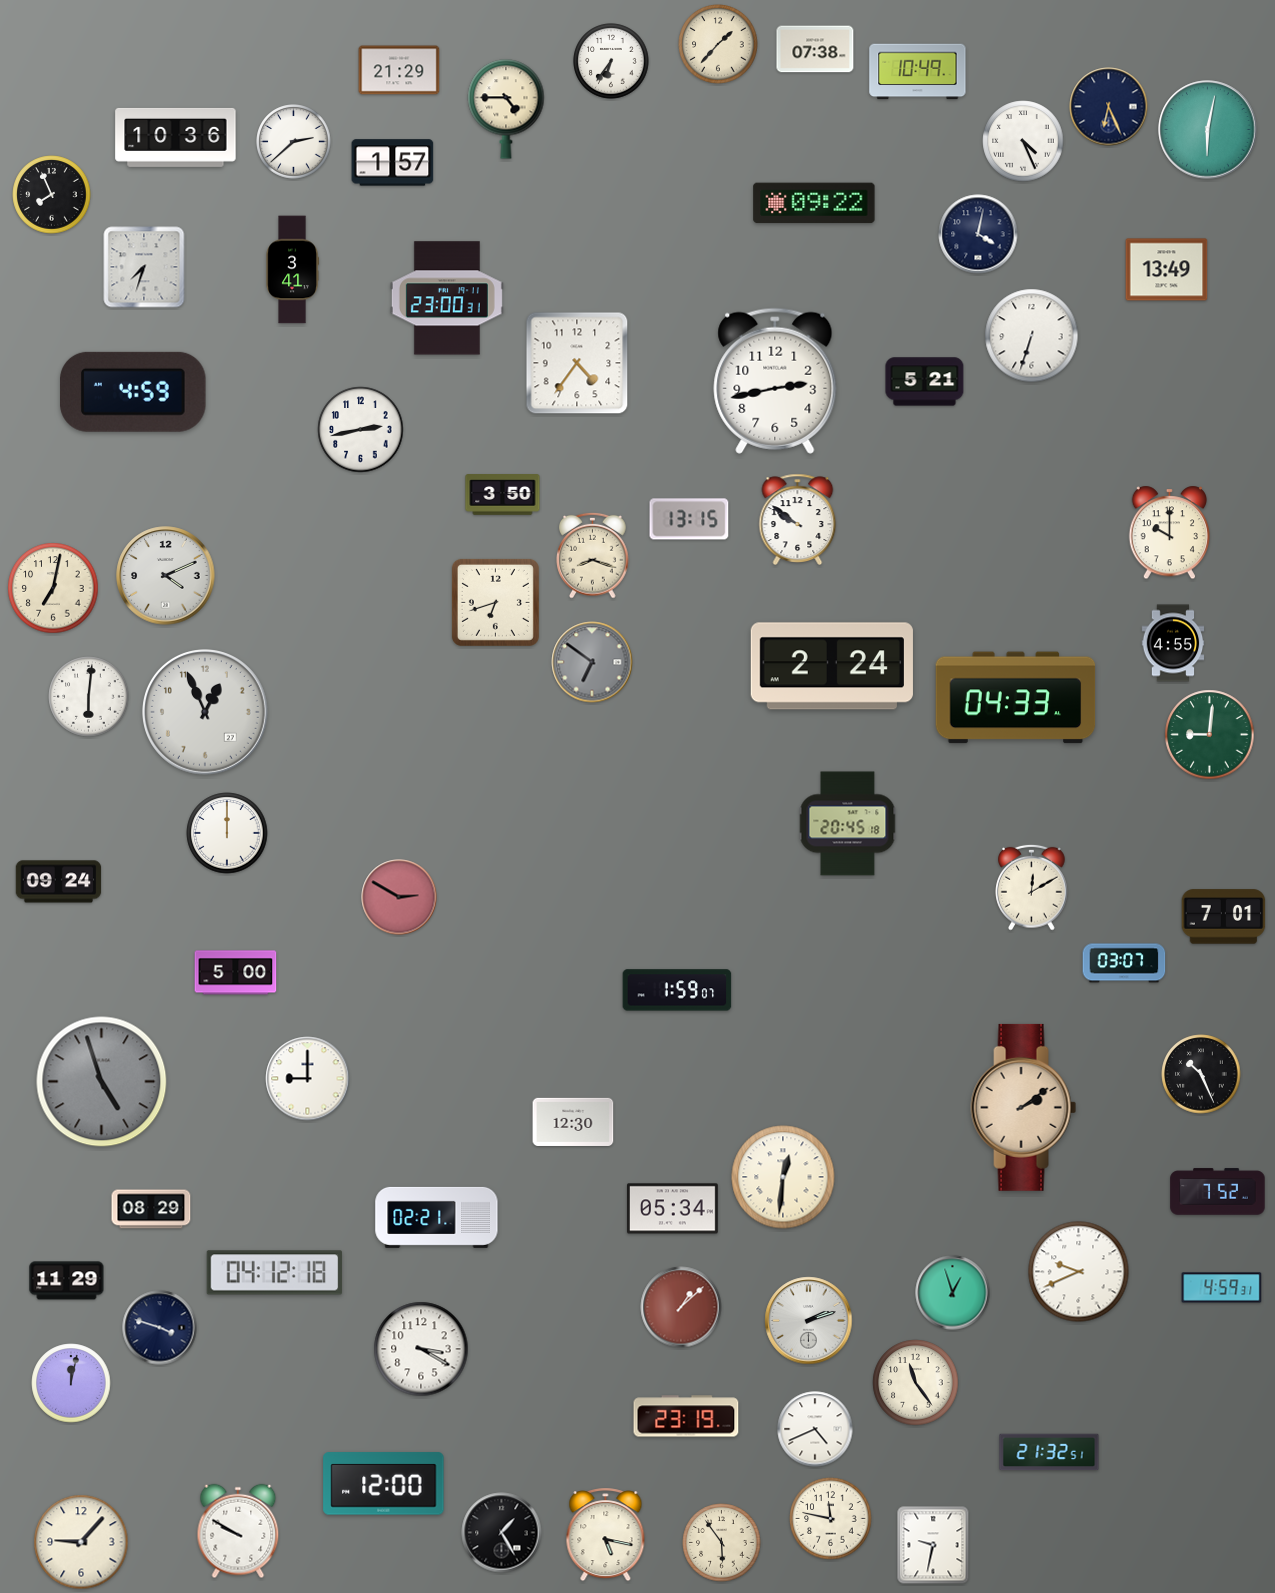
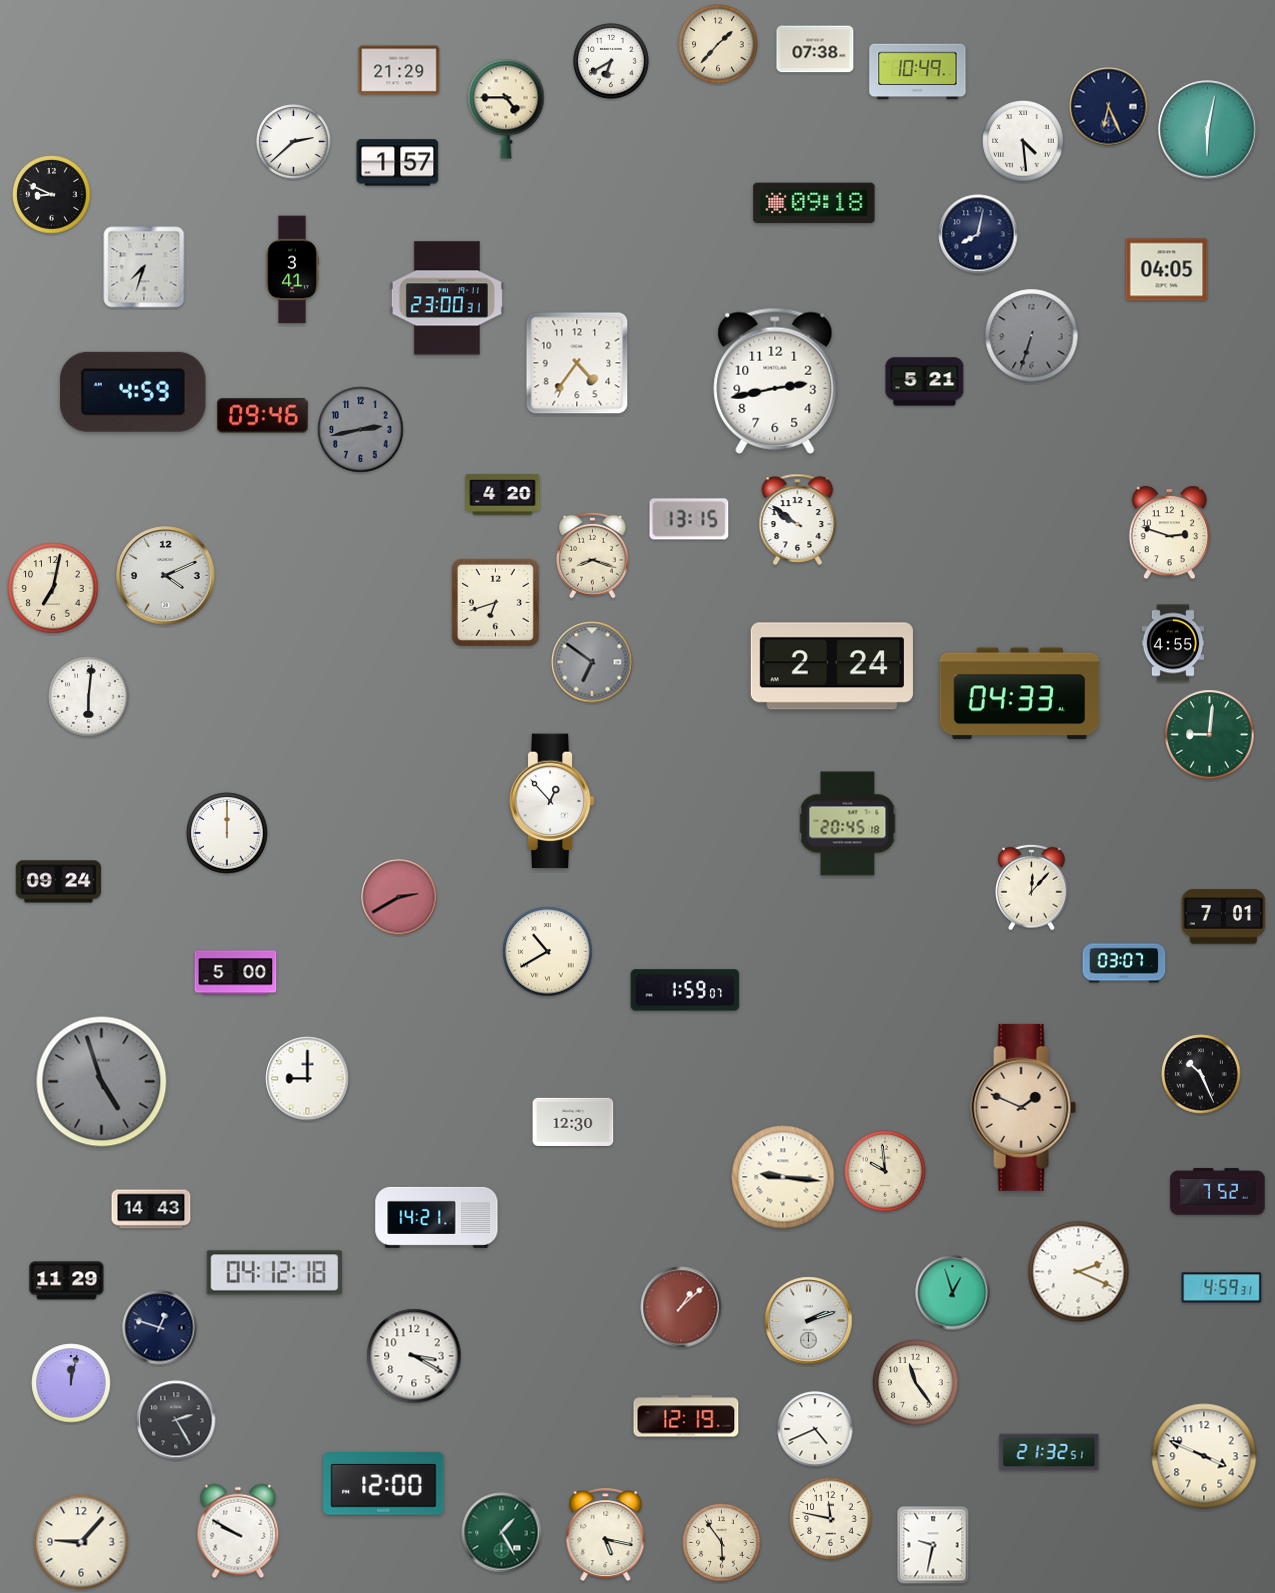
clock at (611, 61): 6:36 -> 6:40
clock at (176, 137): 10:36 -> none
clock at (1023, 141): 4:26 -> 4:29
clock at (393, 163) position: (393, 163) -> (398, 163)
clock at (52, 195): 7:56 -> 8:49
clock at (814, 203): 09:22 -> 09:18
clock at (978, 234): 4:02 -> 8:02
clock at (1167, 270): 13:49 -> 04:05
clock at (1032, 336) dial: white -> grey
clock at (262, 416): none -> 09:46
clock at (361, 430) dial: white -> grey
clock at (503, 495): 3:50 -> 4:20
clock at (1169, 533): 10:00 -> 2:48
clock at (1016, 698) position: (1016, 698) -> (1020, 694)
clock at (206, 713): 12:56 -> none
clock at (552, 801): none -> 12:53
clock at (1032, 887): 12:10 -> 12:07
clock at (399, 897): 2:50 -> 2:40
clock at (548, 952): none -> 10:40
clock at (677, 990) position: (677, 990) -> (685, 990)
clock at (1024, 1107): 2:09 -> 1:49
clock at (885, 1171): none -> 9:59
clock at (783, 1177): 12:31 -> 9:16
clock at (151, 1209): 08:29 -> 14:43
clock at (672, 1209): 05:34 -> none
clock at (437, 1217): 02:21 -> 14:21
clock at (1079, 1272): 9:41 -> 2:19
clock at (160, 1328): 3:48 -> 12:48
clock at (421, 1349) position: (421, 1349) -> (414, 1356)
clock at (686, 1416): 23:19 -> 12:19
clock at (176, 1420): none -> 2:25
clock at (1204, 1456): none -> 3:49
clock at (502, 1533) dial: black -> green
